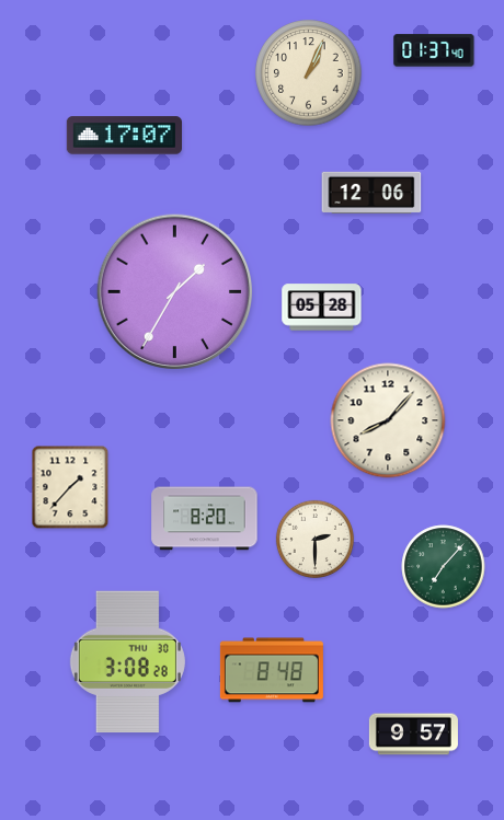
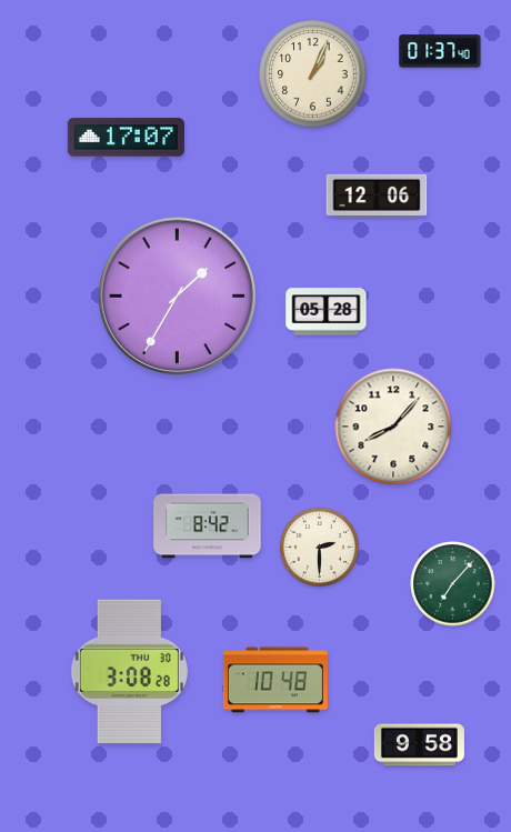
clock at (70, 487): 1:37 -> none
clock at (205, 519): 8:20 -> 8:42
clock at (444, 567) position: (444, 567) -> (453, 584)
clock at (272, 670): 8:48 -> 10:48
clock at (413, 735): 9:57 -> 9:58
